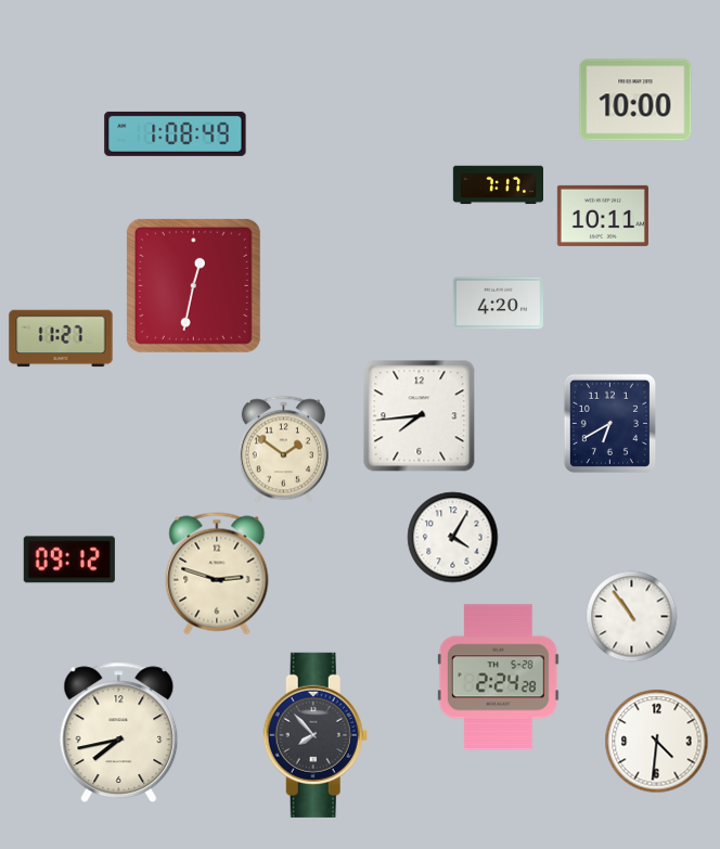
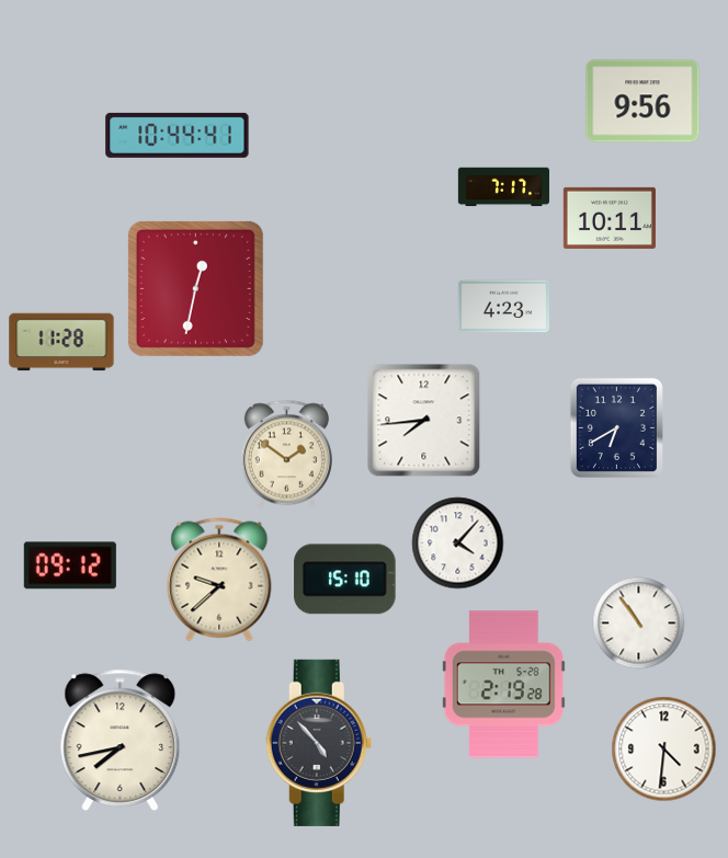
clock at (635, 100): 10:00 -> 9:56
clock at (176, 133): 1:08 -> 10:44
clock at (498, 304): 4:20 -> 4:23
clock at (61, 338): 11:27 -> 11:28
clock at (453, 538): 4:05 -> 4:07
clock at (217, 574): 2:48 -> 9:38
clock at (345, 580): none -> 15:10
clock at (498, 678): 2:24 -> 2:19
clock at (316, 735): 7:53 -> 4:53
